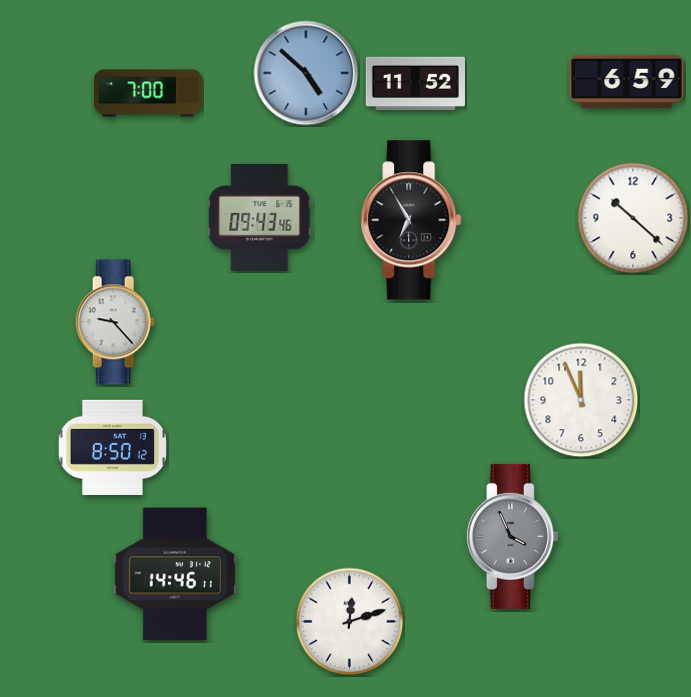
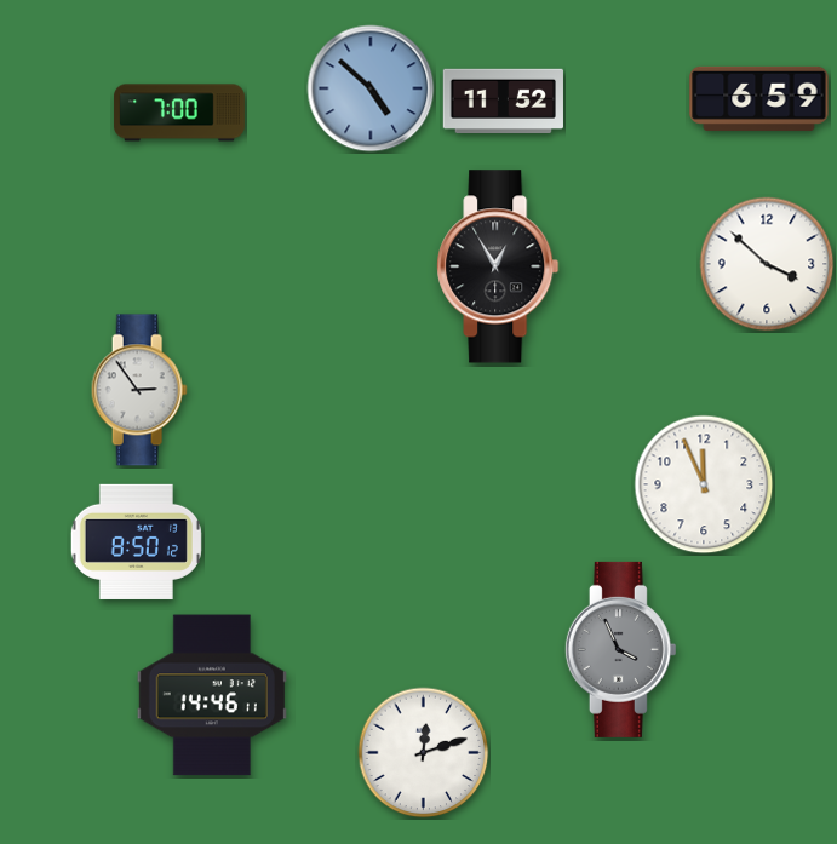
clock at (260, 217): 09:43 -> none
clock at (633, 218): 10:22 -> 3:52
clock at (411, 220): 6:55 -> 12:55
clock at (115, 322): 9:23 -> 2:54
